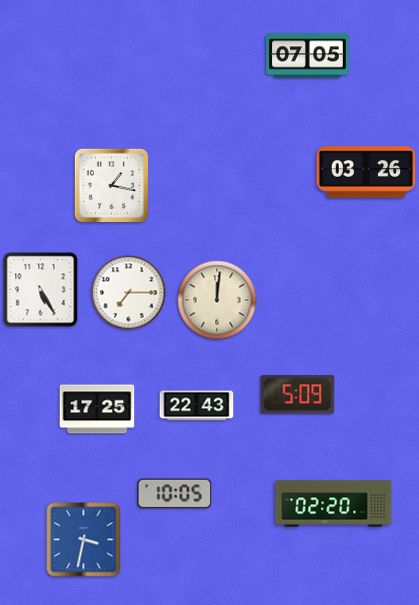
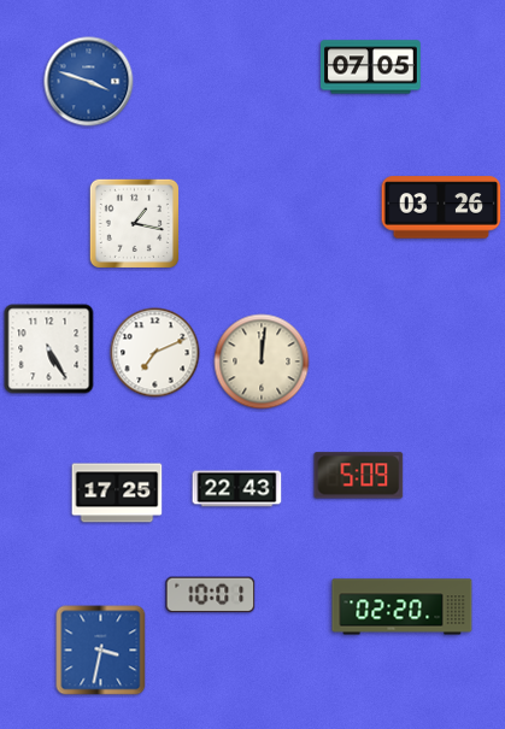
clock at (89, 82): none -> 3:48
clock at (129, 293): 7:15 -> 7:11
clock at (175, 494): 10:05 -> 10:01
